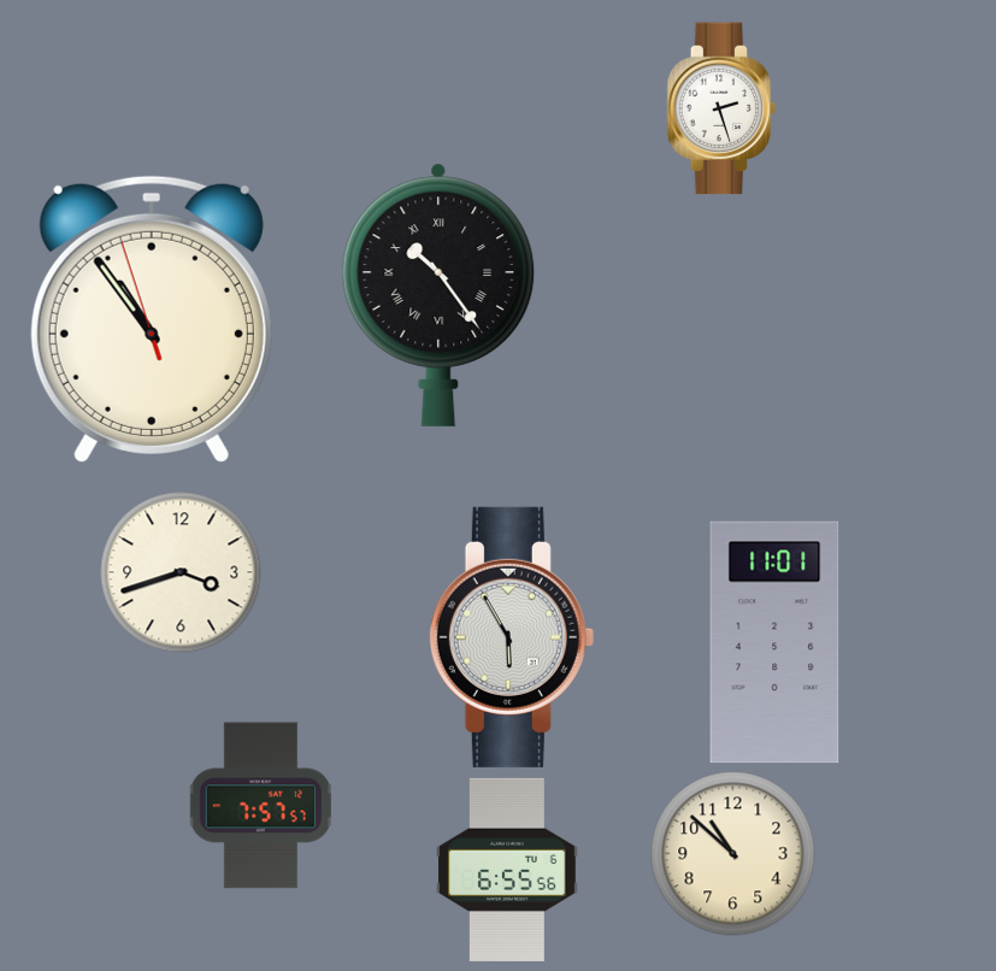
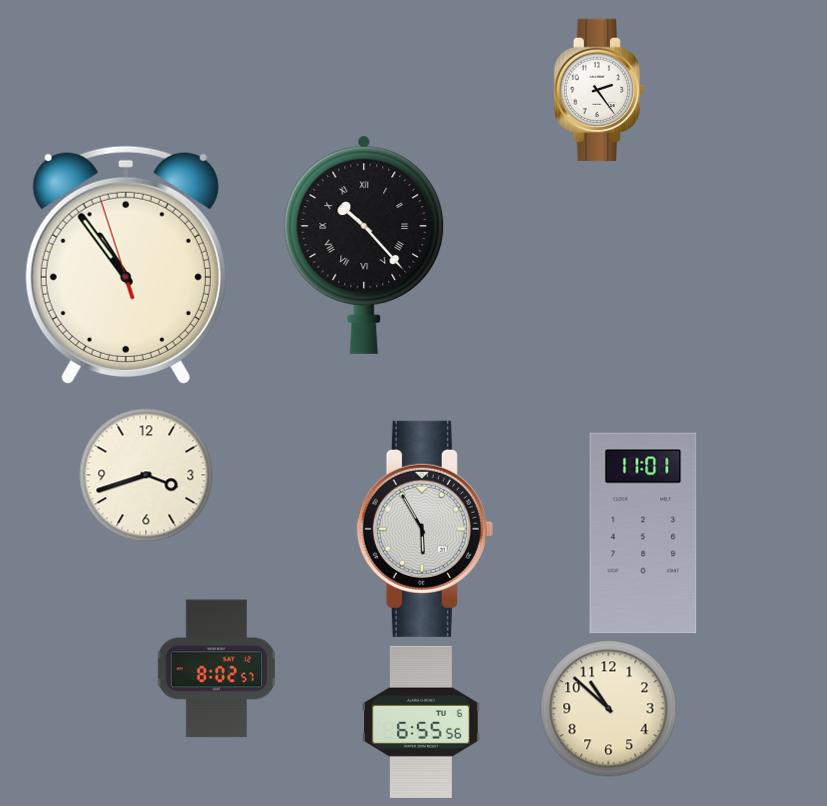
clock at (721, 108): 2:27 -> 2:24
clock at (438, 295): 10:24 -> 10:23
clock at (181, 572) position: (181, 572) -> (146, 475)
clock at (260, 806): 7:57 -> 8:02
